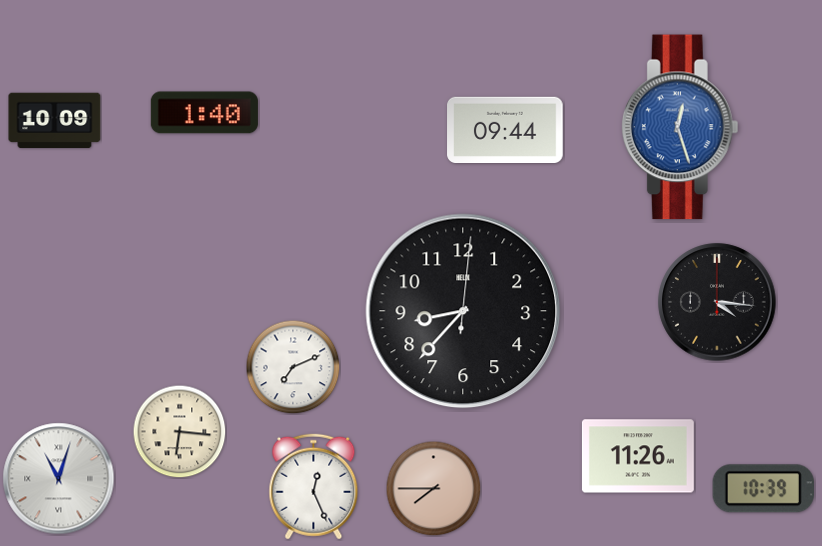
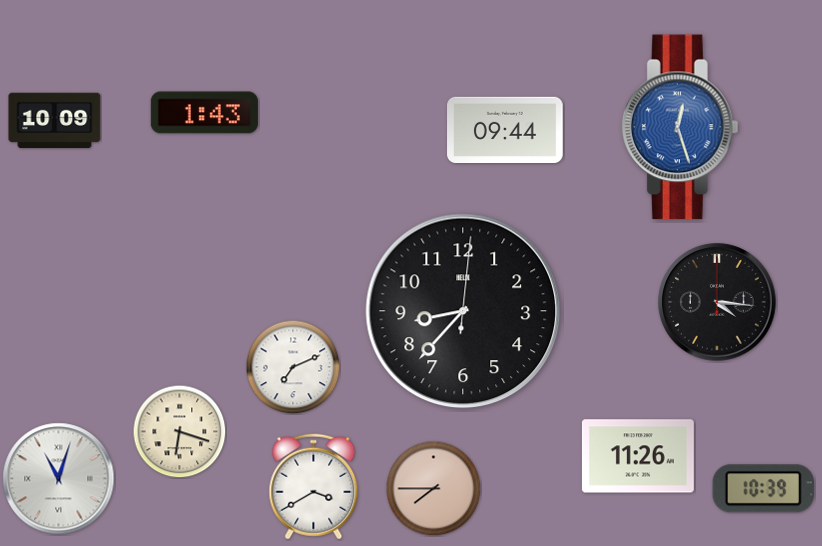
clock at (204, 113): 1:40 -> 1:43
clock at (179, 431): 6:16 -> 6:18
clock at (314, 487): 12:26 -> 3:40
